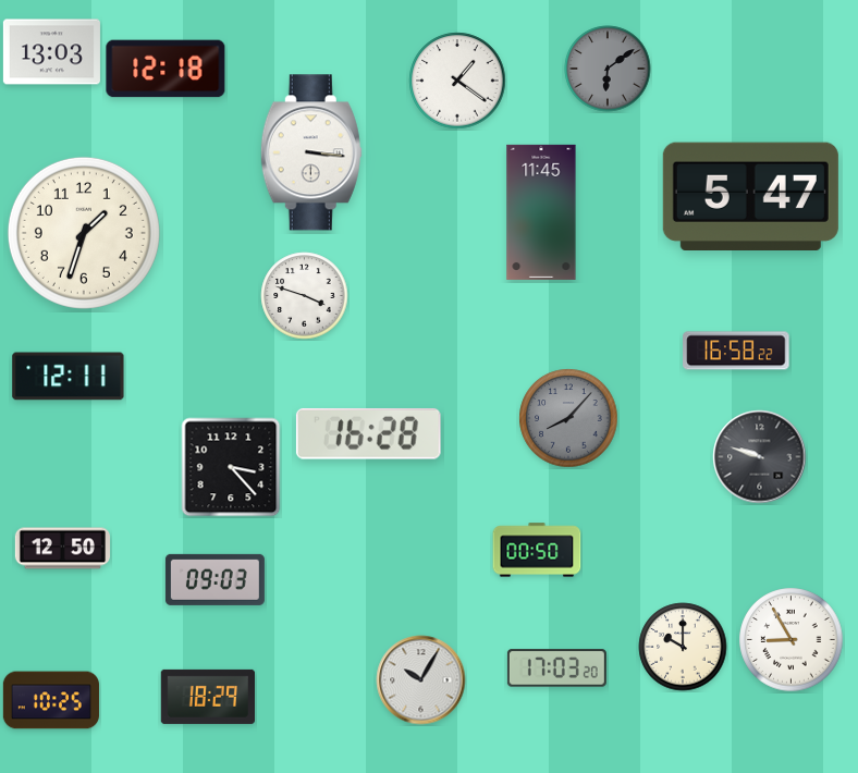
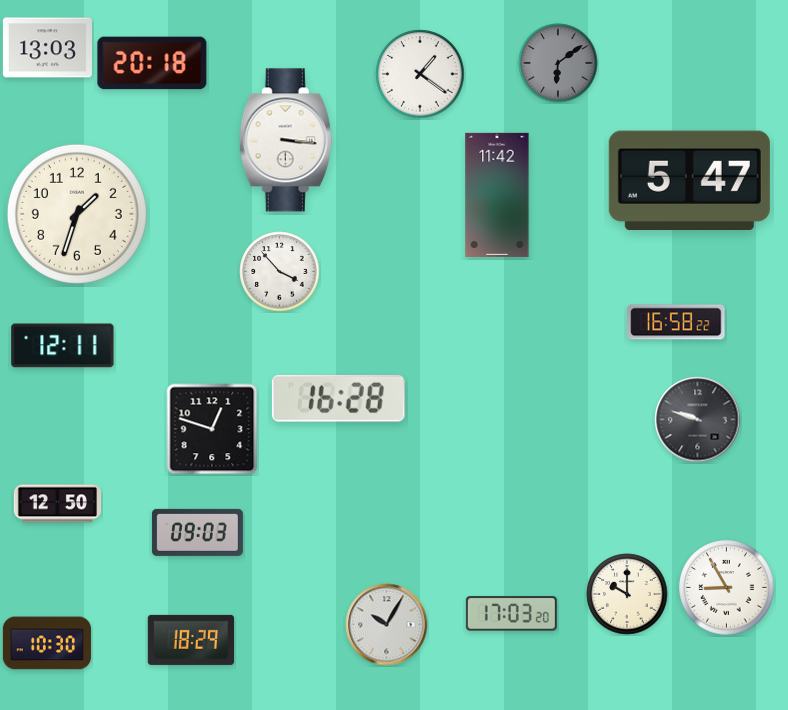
clock at (166, 69): 12:18 -> 20:18
clock at (541, 212): 11:45 -> 11:42
clock at (305, 296): 3:48 -> 3:53
clock at (568, 418): 8:07 -> none
clock at (231, 467): 3:23 -> 12:48
clock at (537, 550): 00:50 -> none
clock at (51, 700): 10:25 -> 10:30
